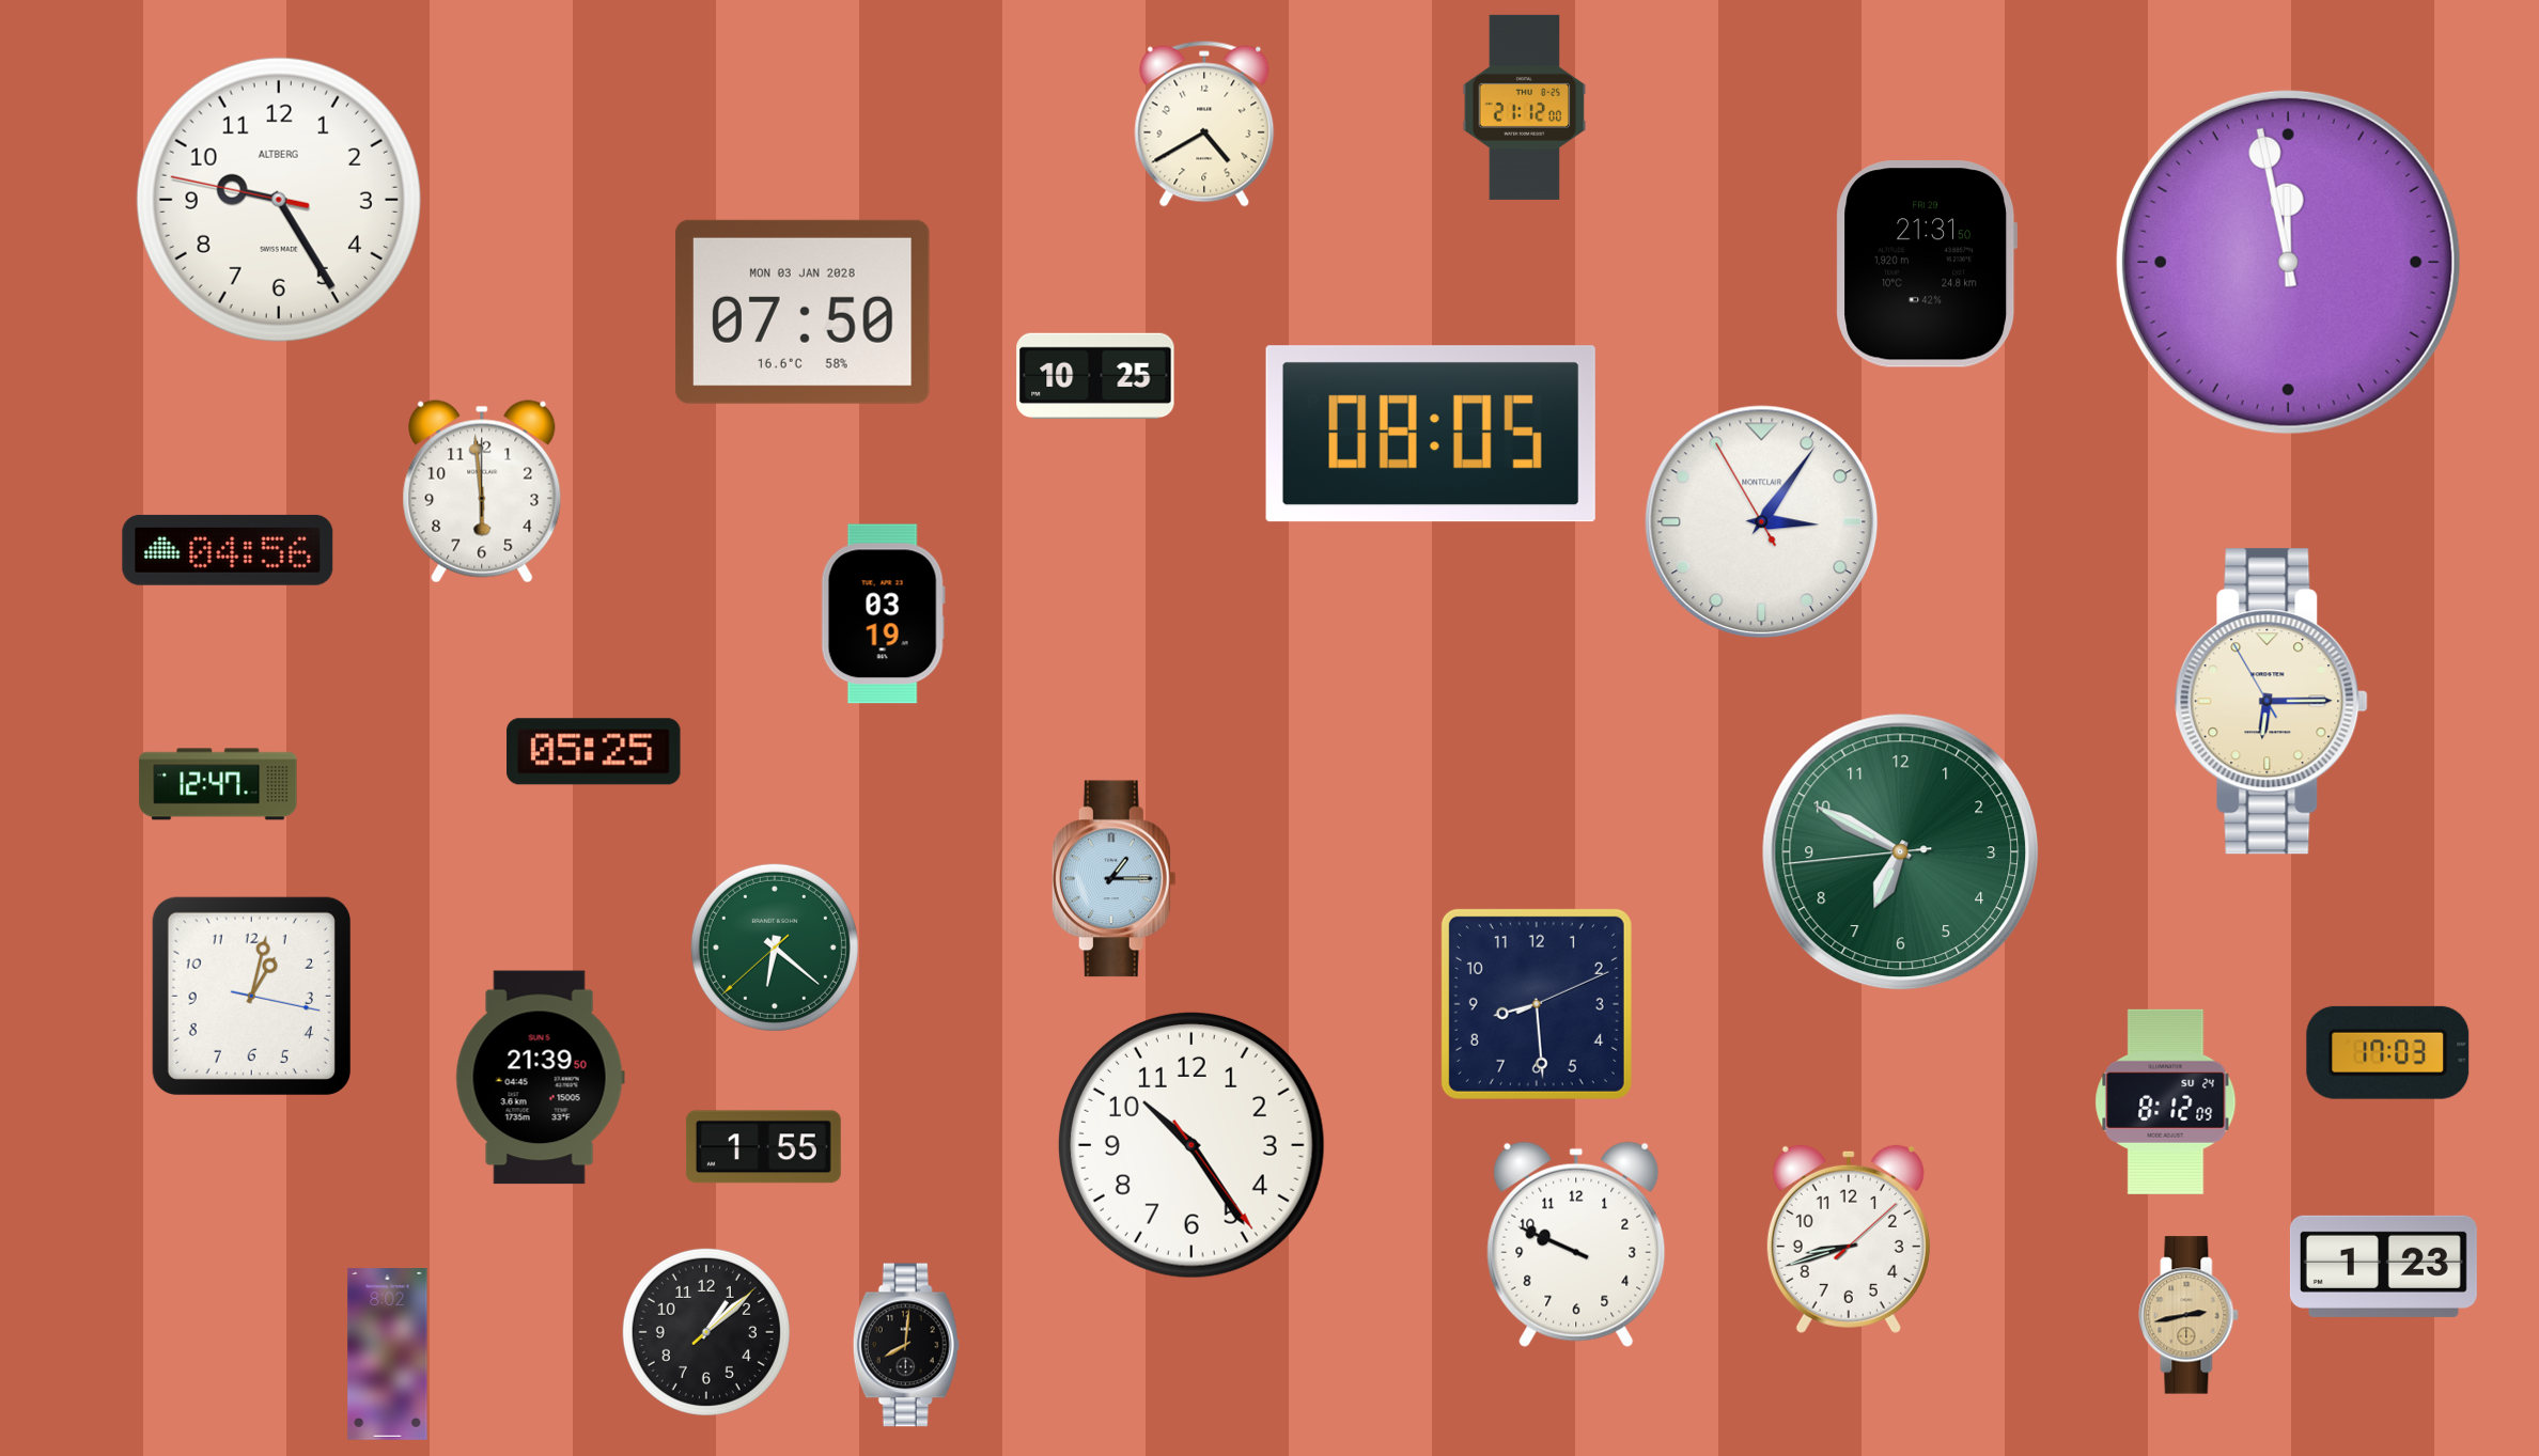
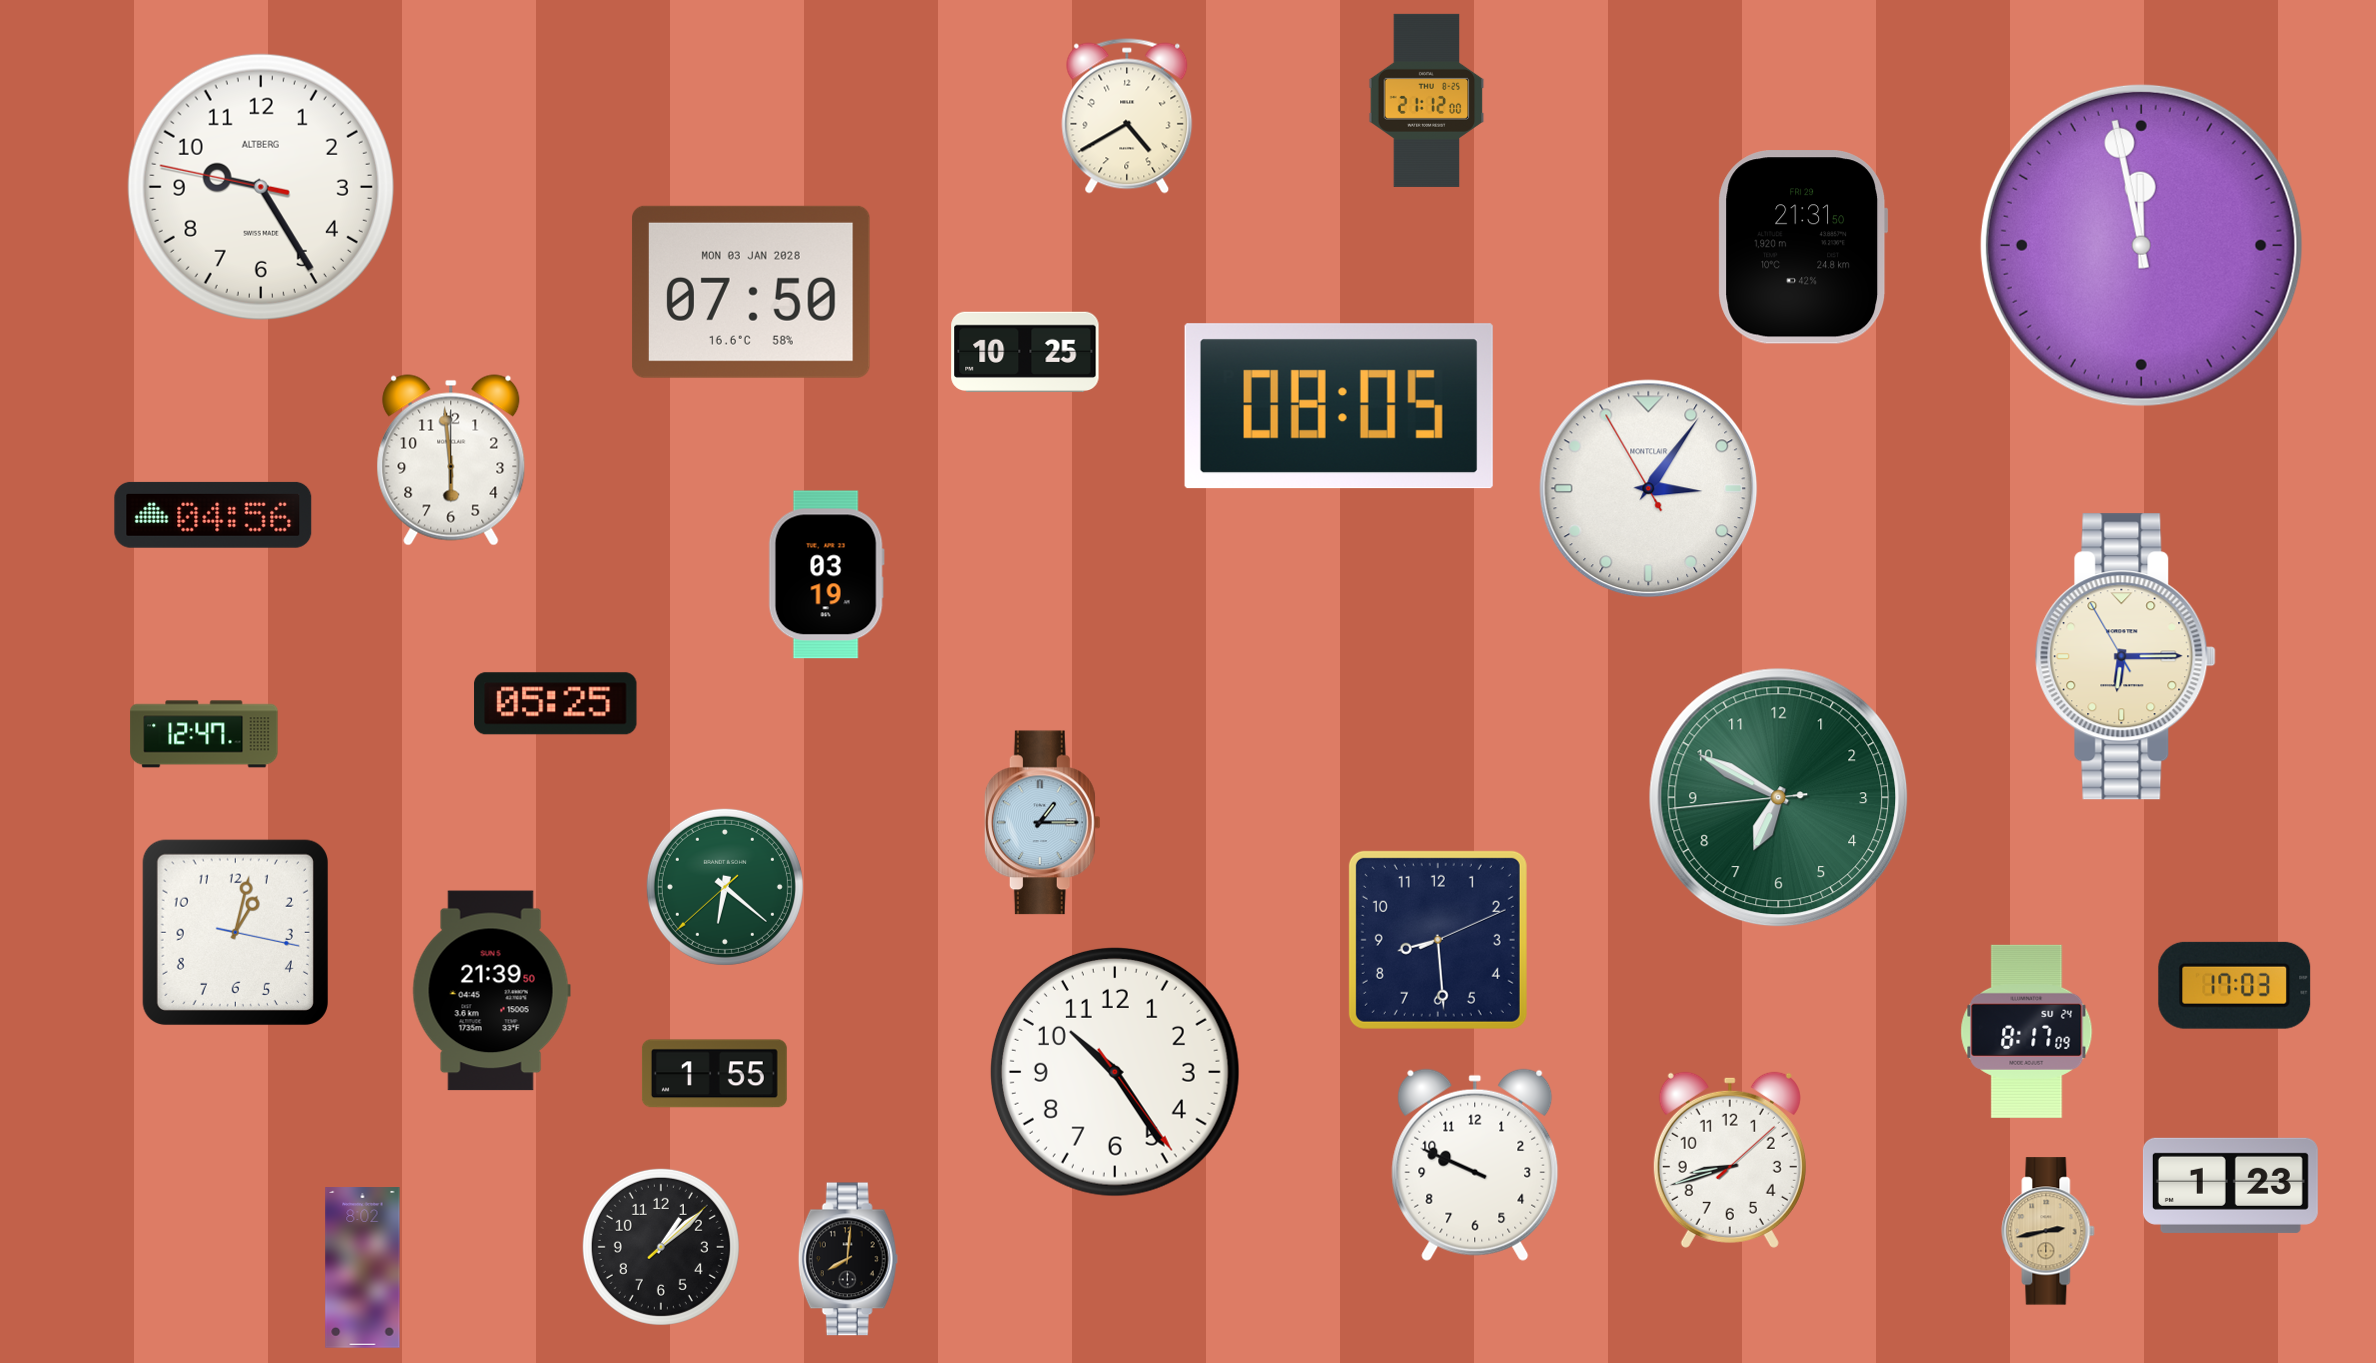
clock at (540, 1078) position: (540, 1078) -> (491, 991)
clock at (2166, 1101): 8:12 -> 8:17
